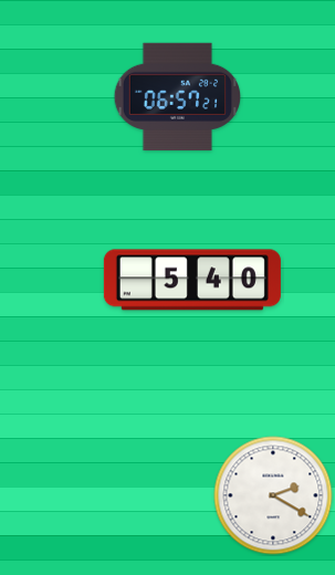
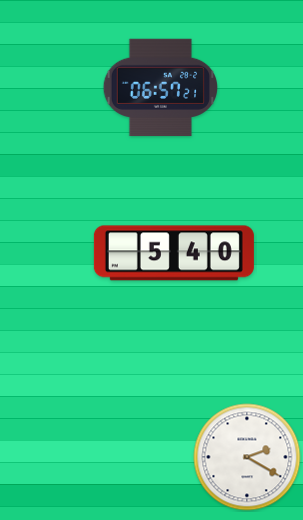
clock at (273, 495) position: (273, 495) -> (247, 457)
